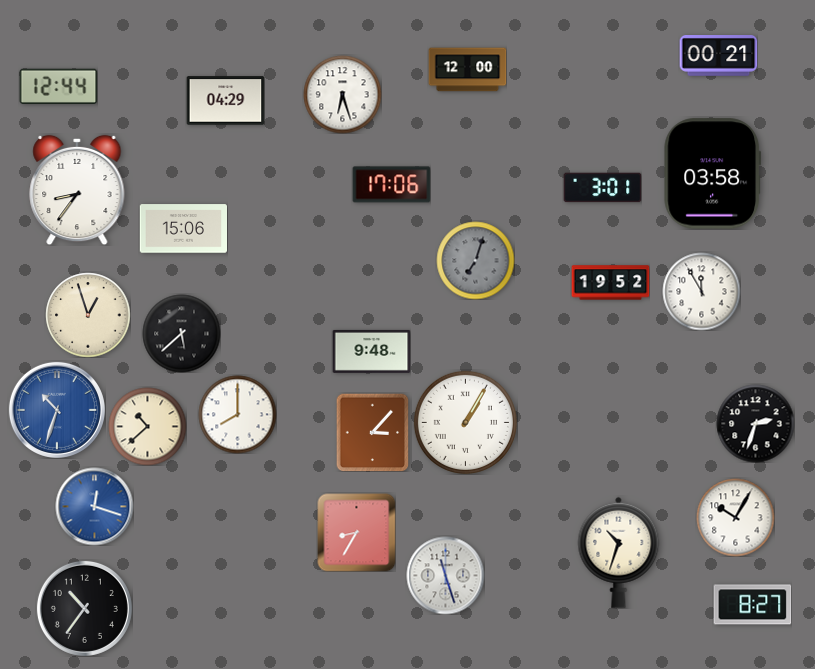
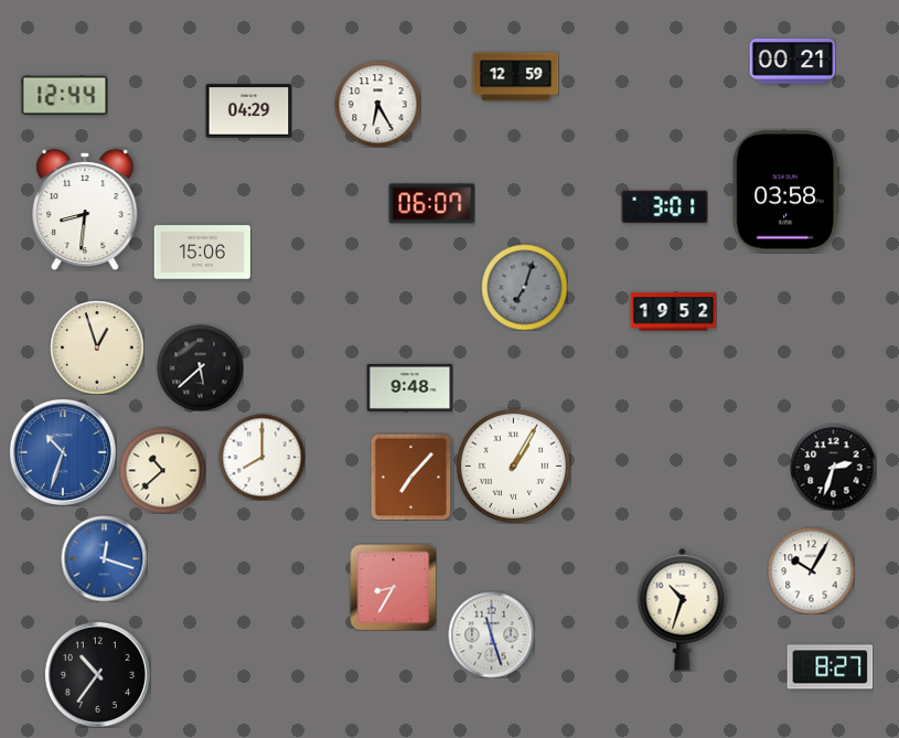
clock at (467, 70): 12:00 -> 12:59
clock at (342, 94): 6:27 -> 6:25
clock at (391, 185): 17:06 -> 06:07
clock at (77, 190): 8:36 -> 8:31
clock at (701, 291): 11:55 -> none
clock at (373, 432): 3:07 -> 7:07
clock at (84, 608) position: (84, 608) -> (97, 674)
